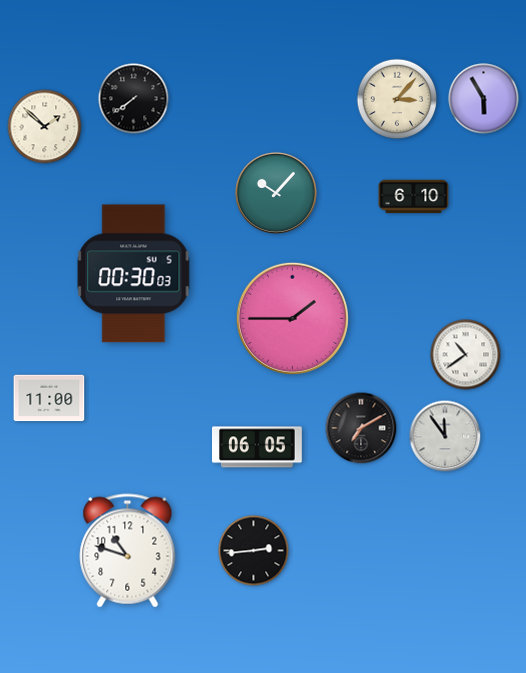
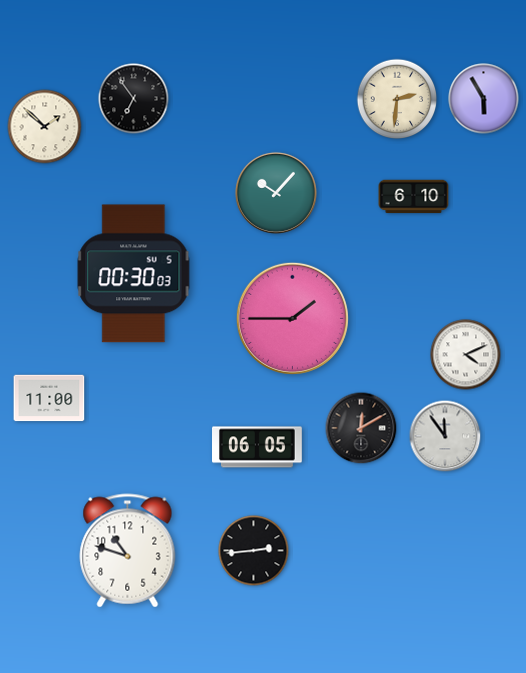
clock at (134, 99): 7:39 -> 6:54
clock at (397, 99): 3:07 -> 2:31
clock at (466, 355): 10:39 -> 4:11
clock at (361, 428): 7:10 -> 12:10
